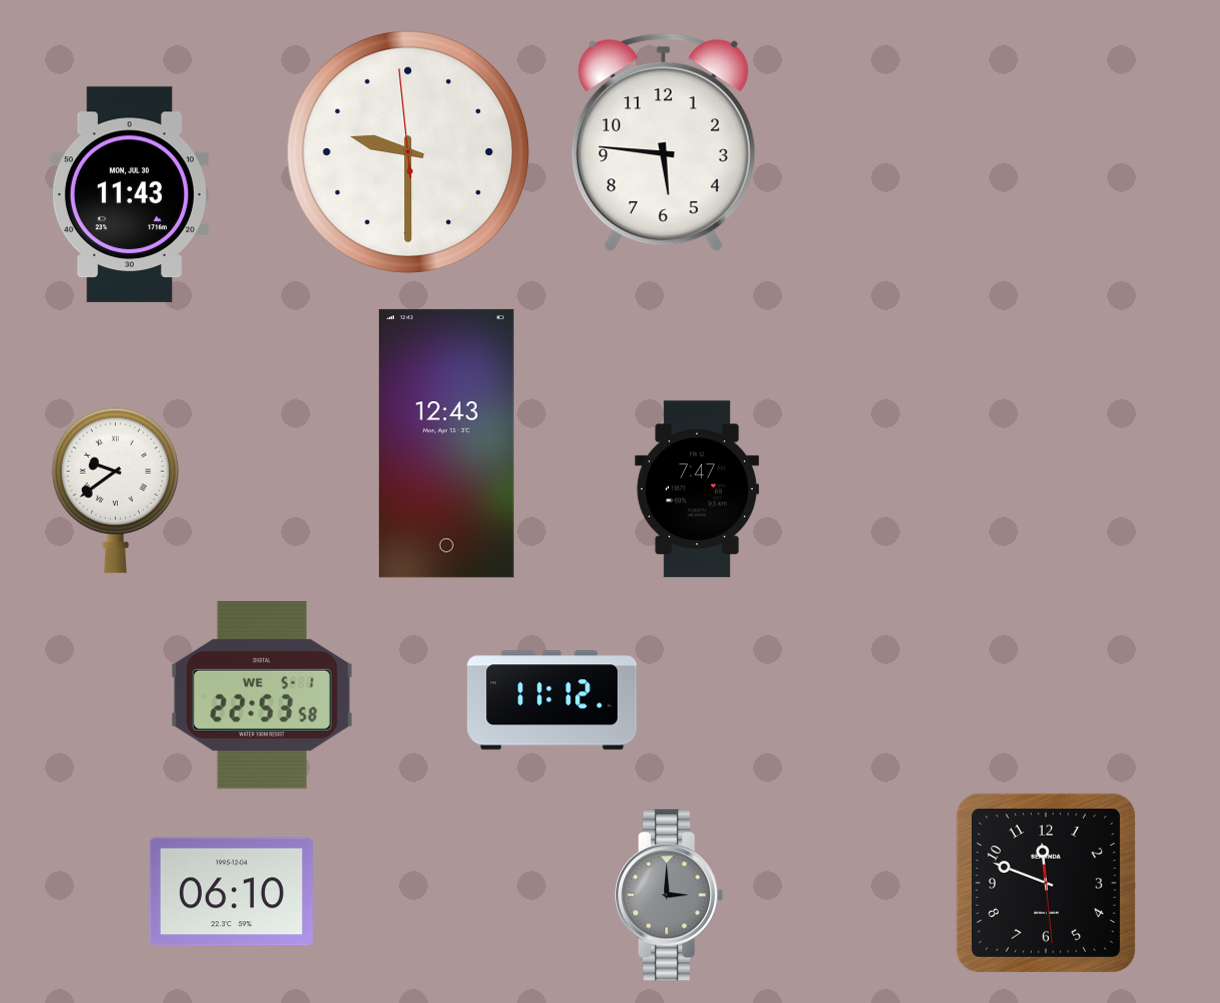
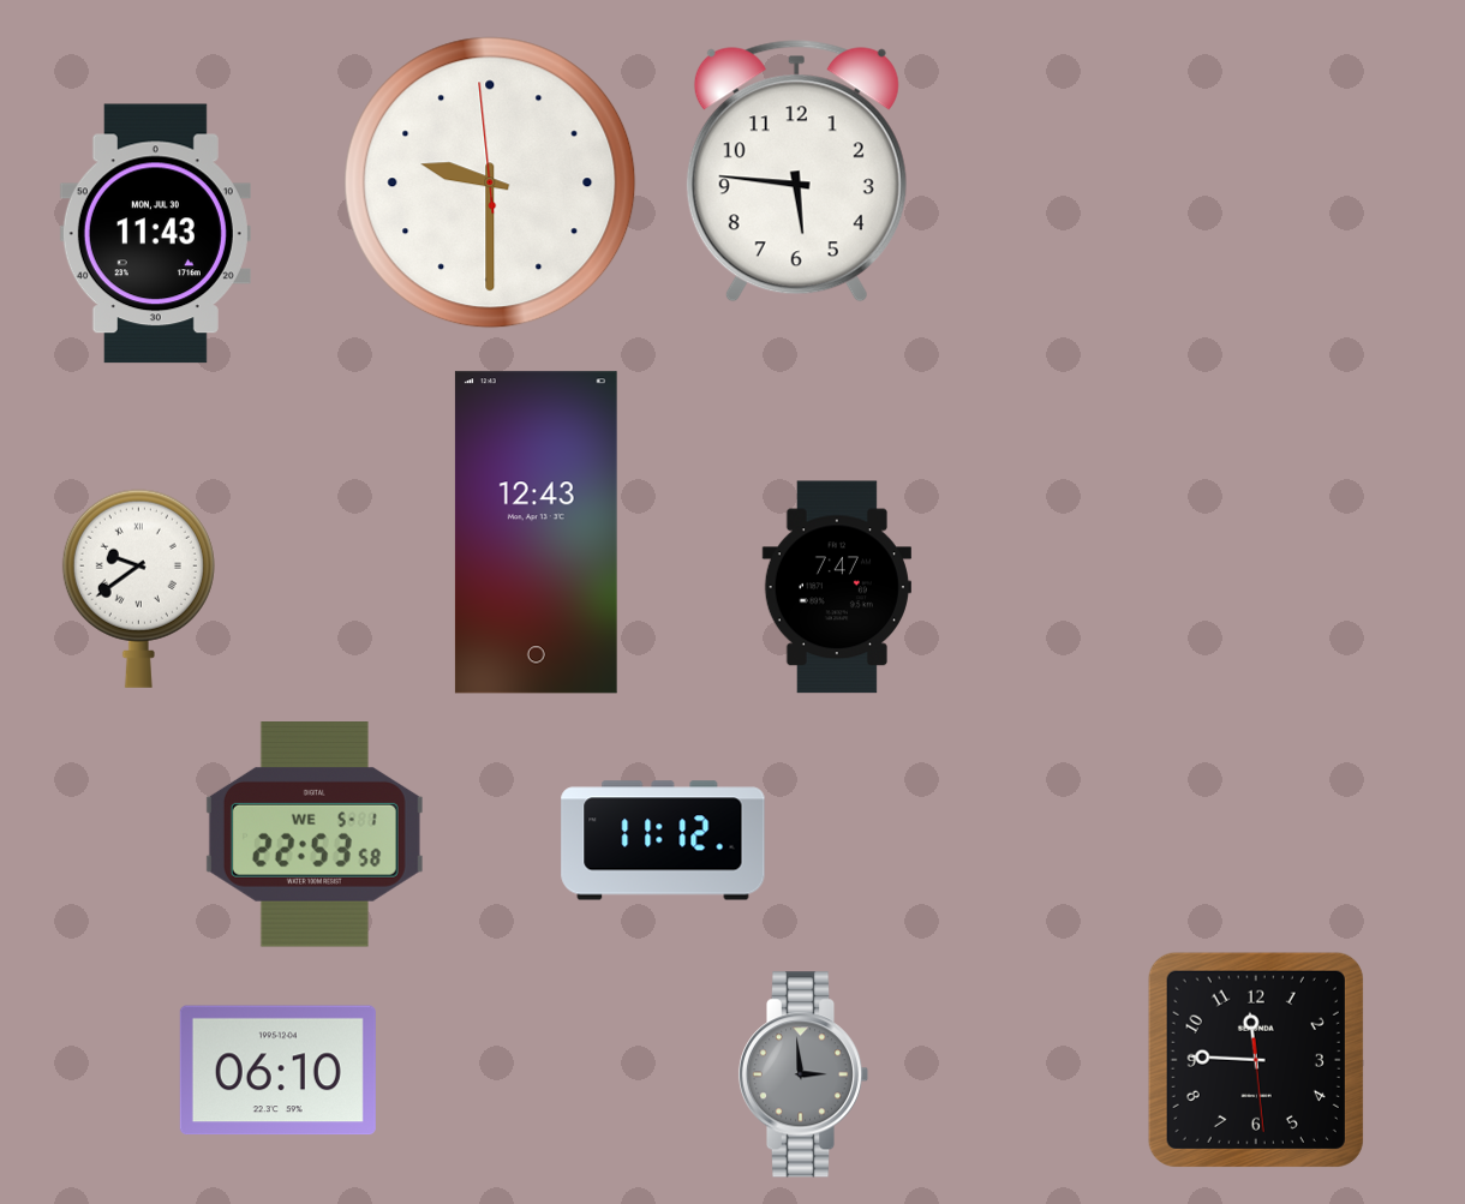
clock at (1046, 883): 11:48 -> 11:45
clock at (669, 895): 3:00 -> 2:59
